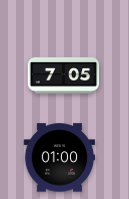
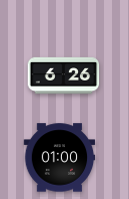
clock at (64, 76): 7:05 -> 6:26
